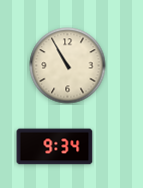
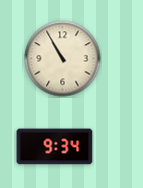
clock at (68, 66) position: (68, 66) -> (63, 59)
